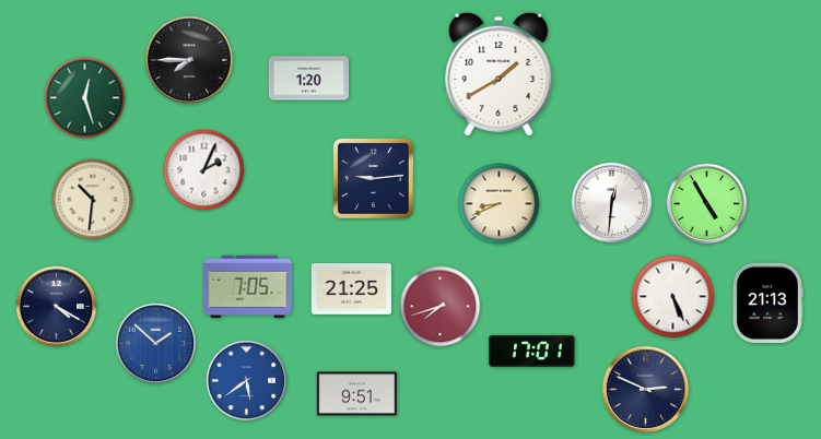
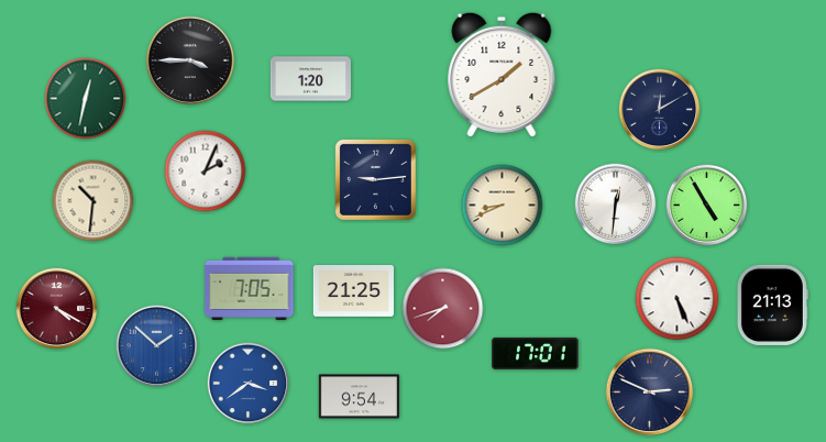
clock at (189, 60): 7:45 -> 3:45
clock at (85, 98): 12:27 -> 12:32
clock at (660, 110): none -> 12:10
clock at (707, 204) position: (707, 204) -> (707, 206)
clock at (57, 307) dial: navy -> burgundy
clock at (247, 381): 5:39 -> 3:39
clock at (356, 394): 9:51 -> 9:54
